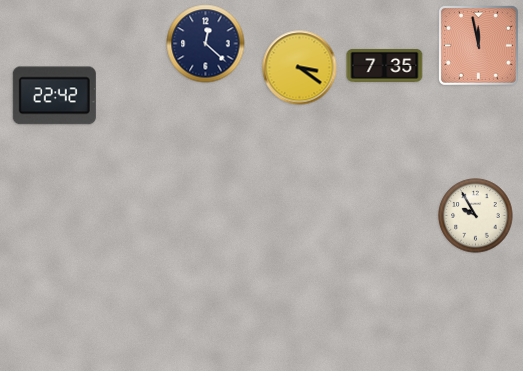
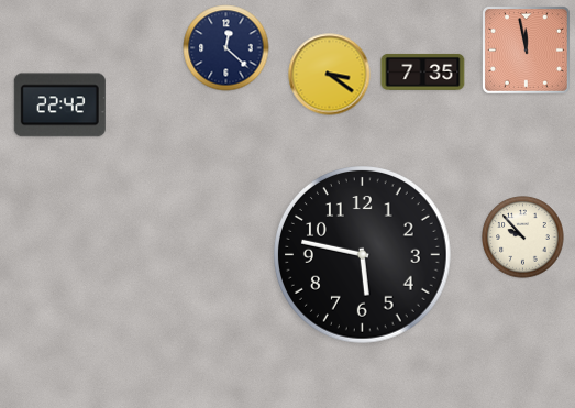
clock at (476, 216): 9:55 -> 9:53
clock at (363, 255): none -> 5:47
